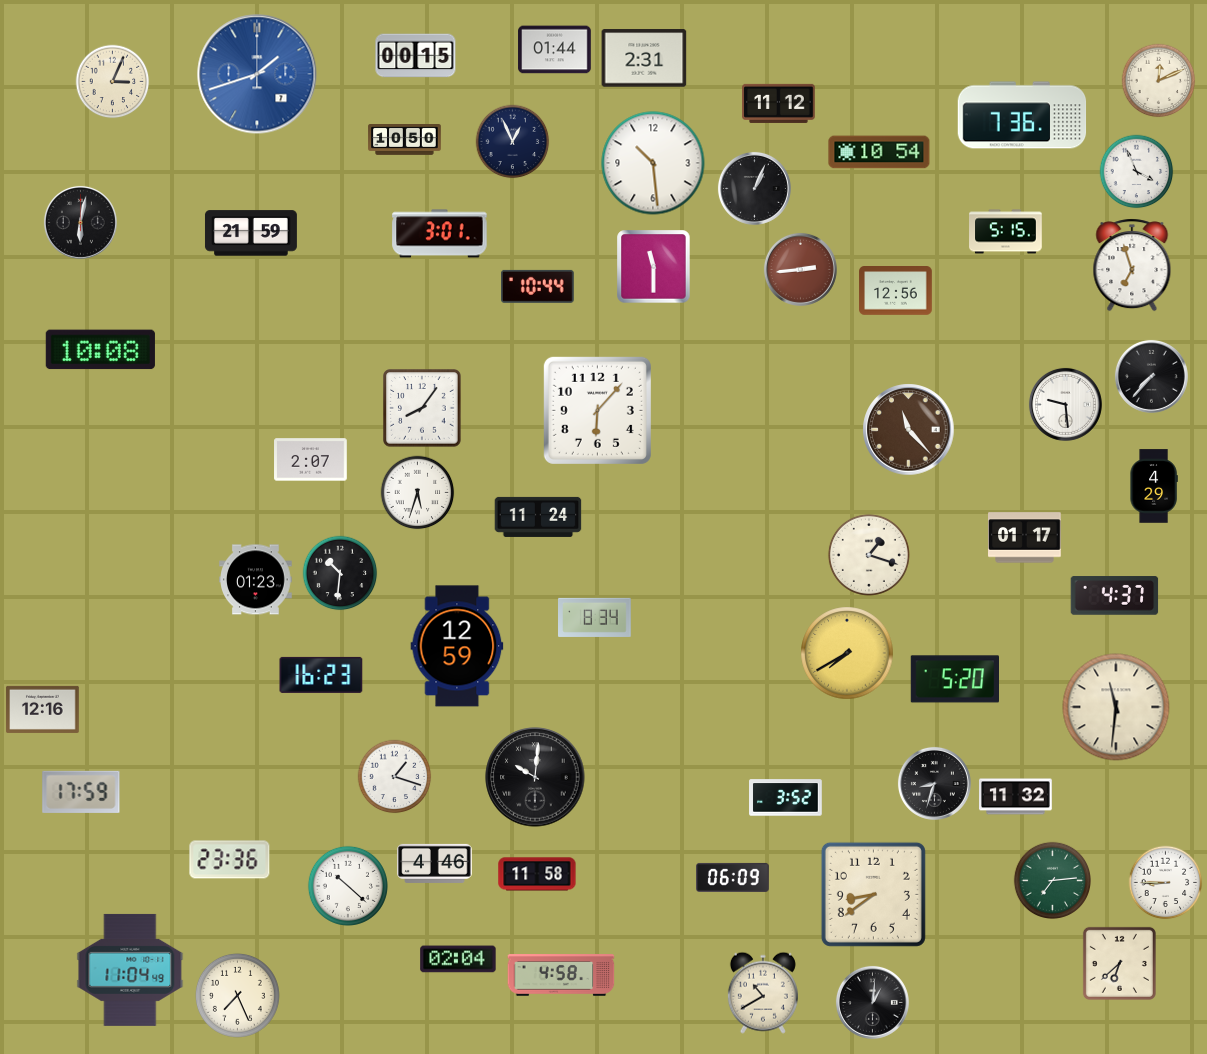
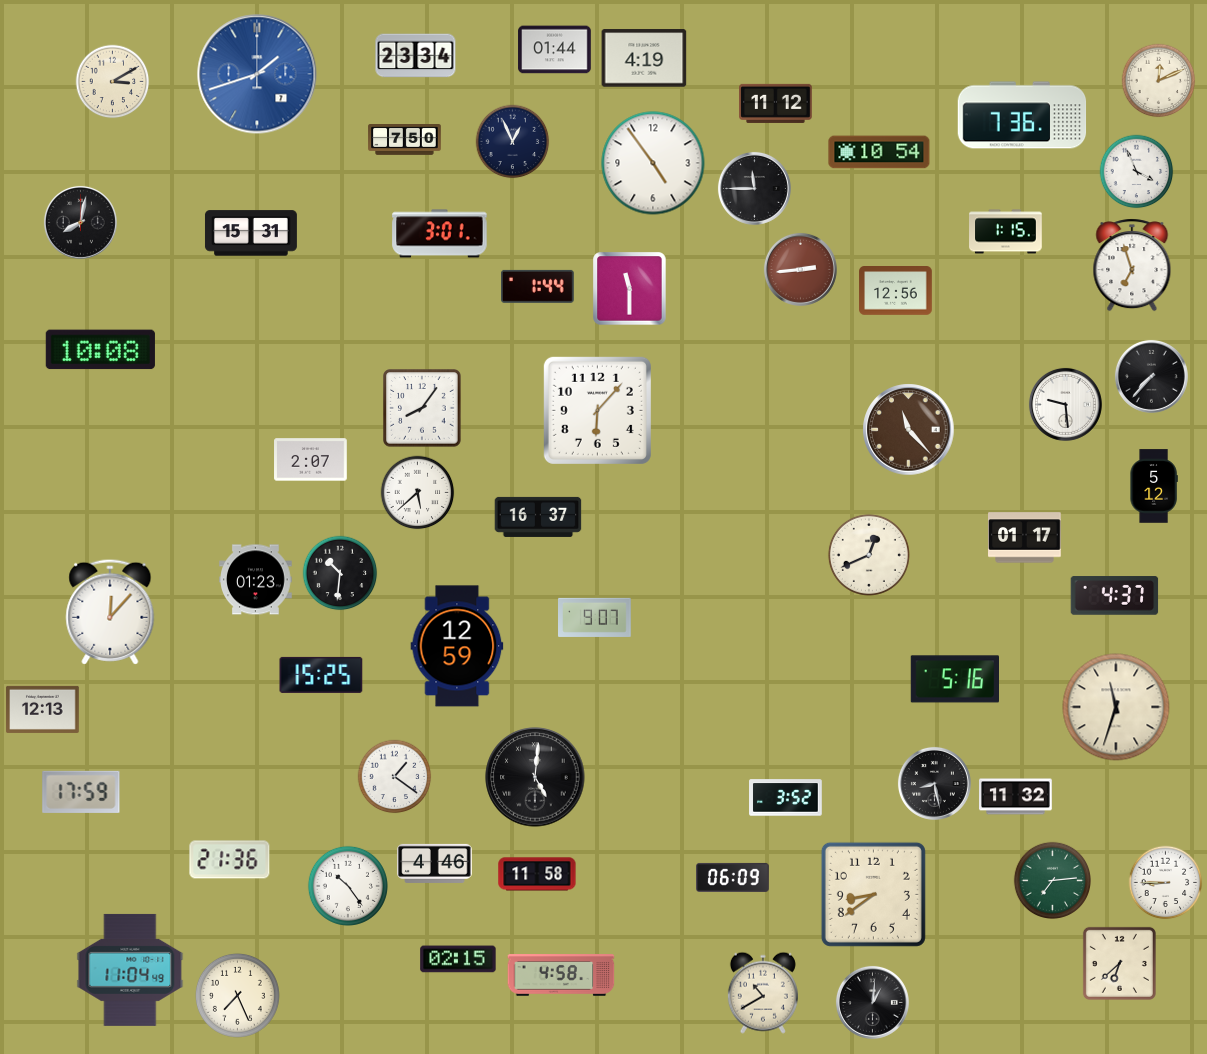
clock at (416, 56): 00:15 -> 23:34
clock at (644, 58): 2:31 -> 4:19
clock at (113, 82): 3:04 -> 3:10
clock at (779, 103) position: (779, 103) -> (776, 103)
clock at (405, 140): 10:50 -> 7:50
clock at (653, 163): 10:29 -> 4:54
clock at (754, 188): 1:04 -> 11:45
clock at (80, 222): 6:02 -> 8:02
clock at (1006, 232): 5:15 -> 1:15
clock at (251, 233): 21:59 -> 15:31
clock at (654, 267) position: (654, 267) -> (630, 289)
clock at (538, 286): 10:44 -> 1:44
clock at (1154, 486): 4:29 -> 5:12
clock at (418, 493): 5:33 -> 5:38
clock at (538, 517): 11:24 -> 16:37
clock at (869, 555): 1:18 -> 12:41
clock at (110, 612): none -> 12:07
clock at (595, 617): 8:34 -> 9:07
clock at (847, 653): 7:40 -> none
clock at (321, 675): 16:23 -> 15:25
clock at (955, 679): 5:20 -> 5:16
clock at (1116, 707): 11:31 -> 11:33
clock at (43, 709): 12:16 -> 12:13
clock at (395, 777): 1:18 -> 1:21
clock at (535, 777): 10:01 -> 5:01
clock at (934, 783): 8:33 -> 8:28
clock at (230, 860): 23:36 -> 21:36
clock at (348, 886): 10:22 -> 10:24
clock at (458, 959): 02:04 -> 02:15
